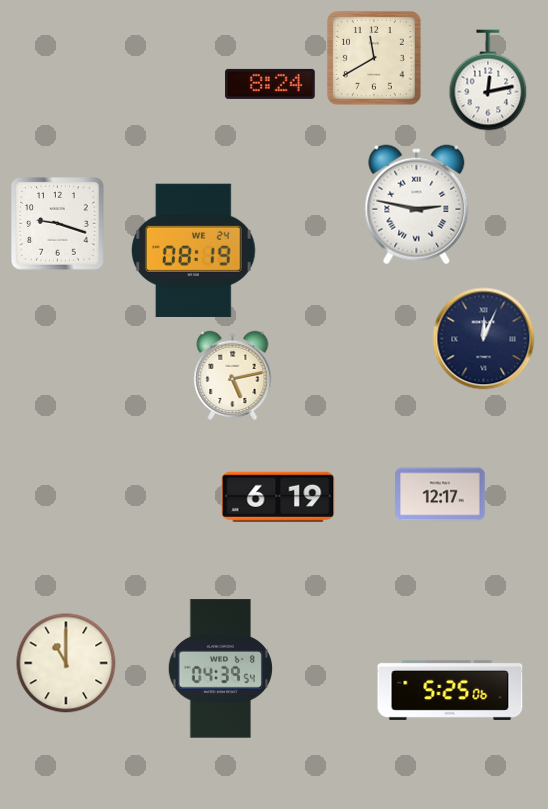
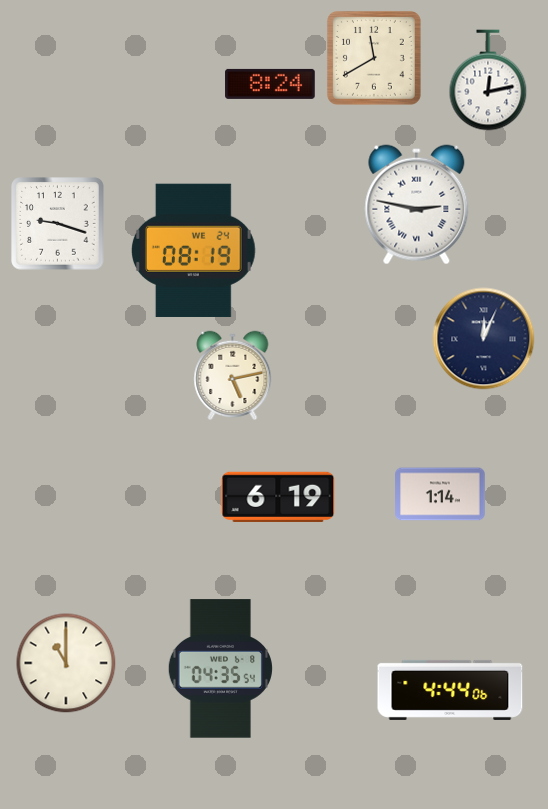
clock at (440, 494): 12:17 -> 1:14
clock at (220, 669): 04:39 -> 04:35
clock at (450, 690): 5:25 -> 4:44
